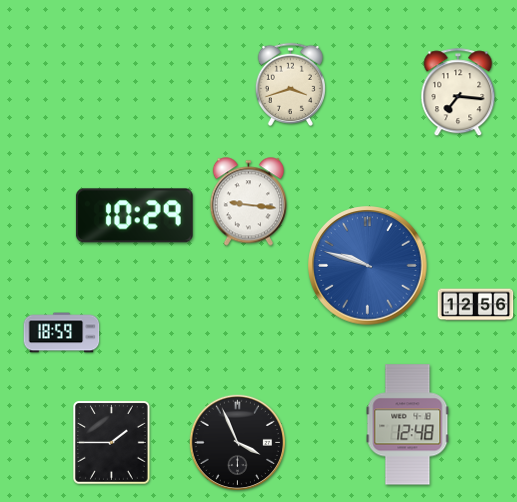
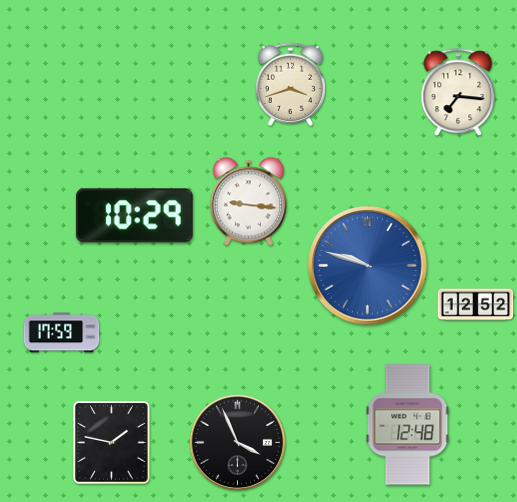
clock at (476, 305): 12:56 -> 12:52
clock at (62, 333): 18:59 -> 17:59
clock at (112, 443): 1:45 -> 1:47
